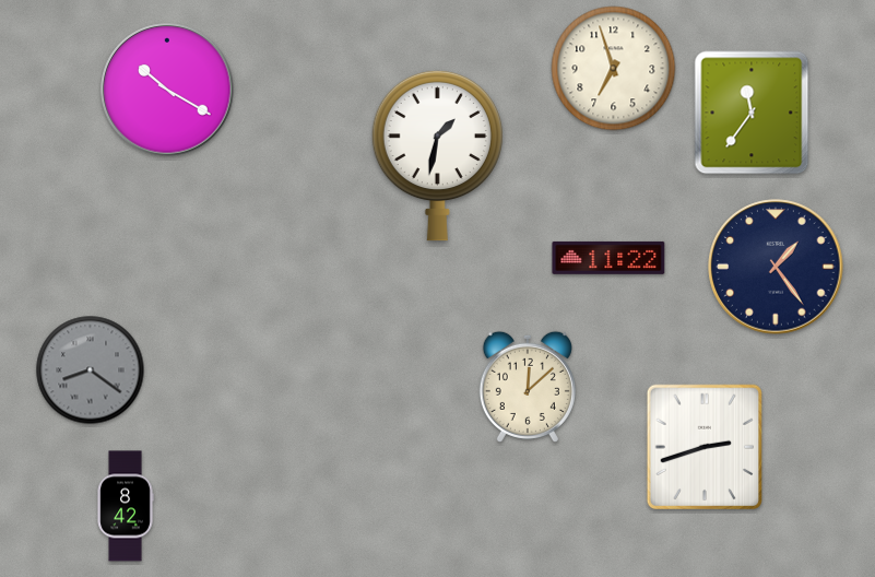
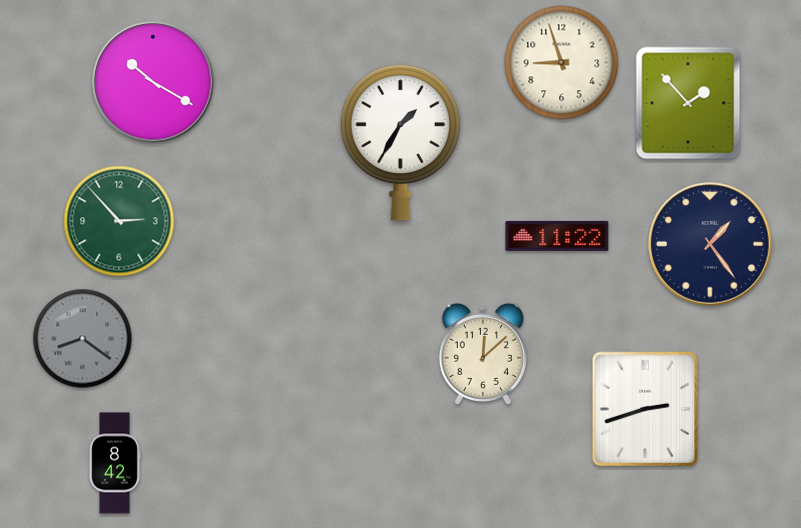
clock at (614, 69): 6:57 -> 8:57
clock at (752, 113): 11:36 -> 1:53
clock at (437, 155): 1:32 -> 1:35
clock at (119, 221): none -> 2:53
